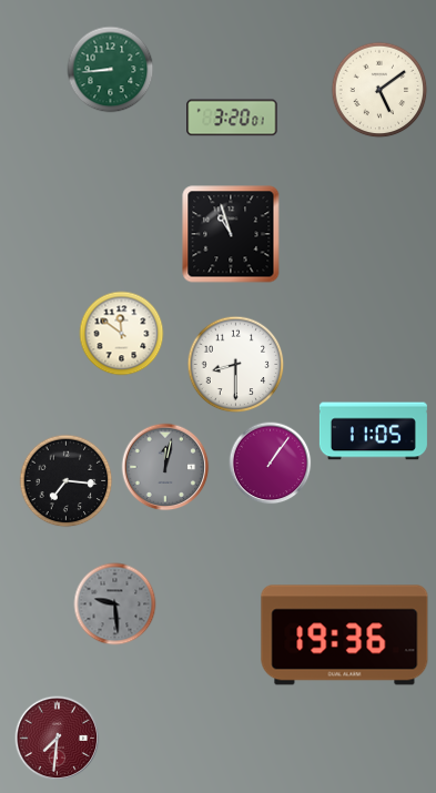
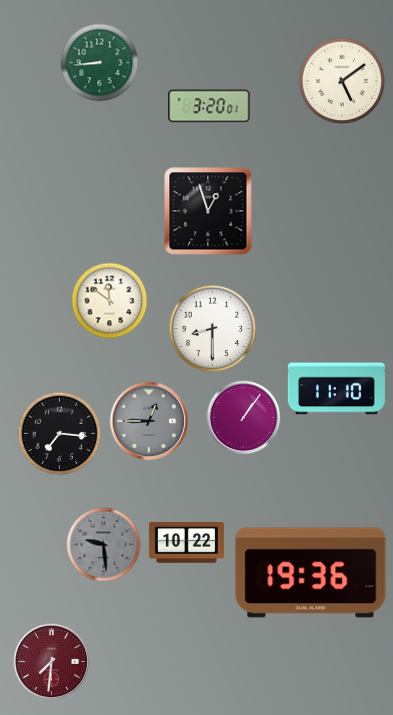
clock at (231, 234): 10:57 -> 12:57
clock at (373, 431): 11:05 -> 11:10
clock at (165, 467): 12:02 -> 12:45
clock at (186, 543): none -> 10:22
clock at (58, 739) position: (58, 739) -> (52, 662)
